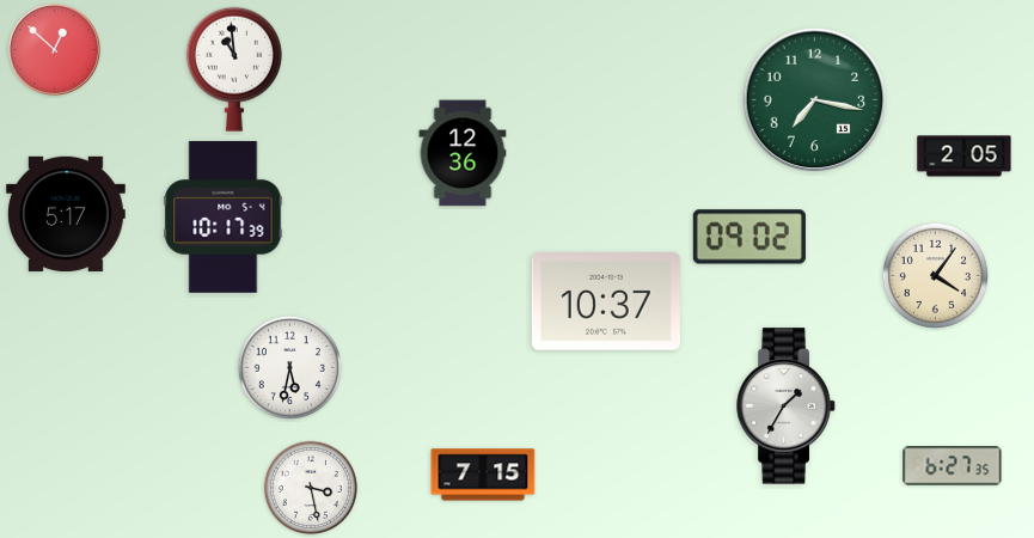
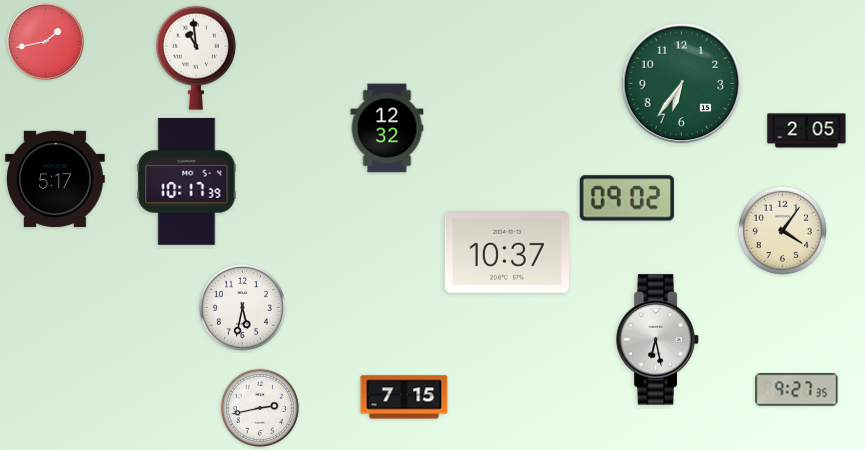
clock at (54, 49): 12:52 -> 1:43
clock at (815, 100): 7:17 -> 6:36
clock at (463, 153): 12:36 -> 12:32
clock at (787, 406): 1:35 -> 6:28
clock at (953, 466): 6:27 -> 9:27
clock at (311, 488): 3:28 -> 2:43
